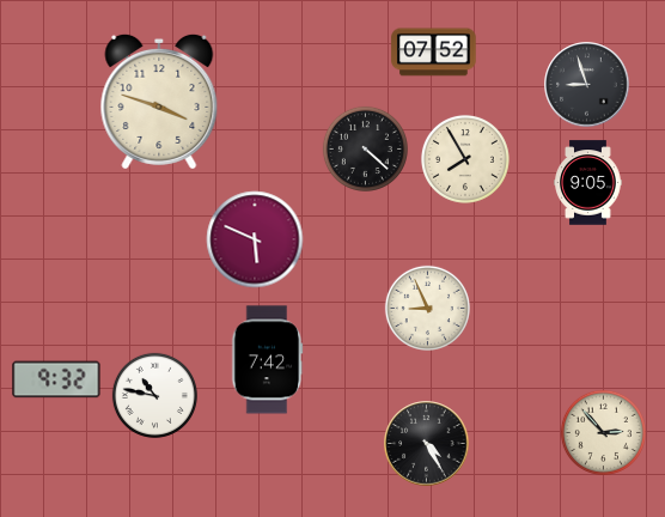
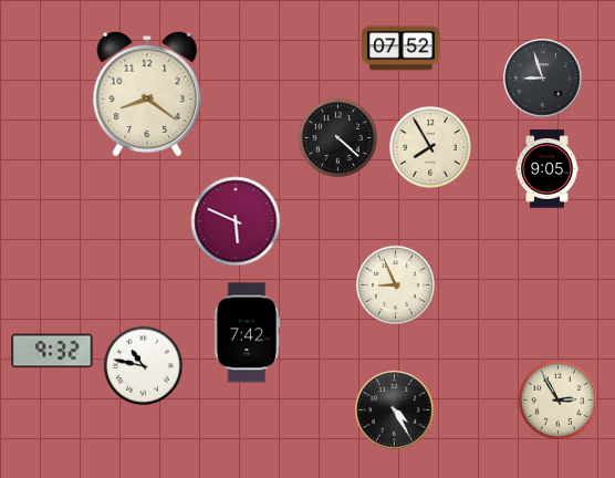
clock at (159, 102): 3:48 -> 8:21
clock at (588, 183) position: (588, 183) -> (548, 169)
clock at (603, 432): 2:53 -> 2:55
